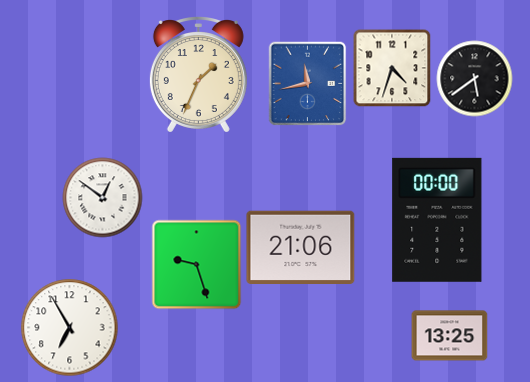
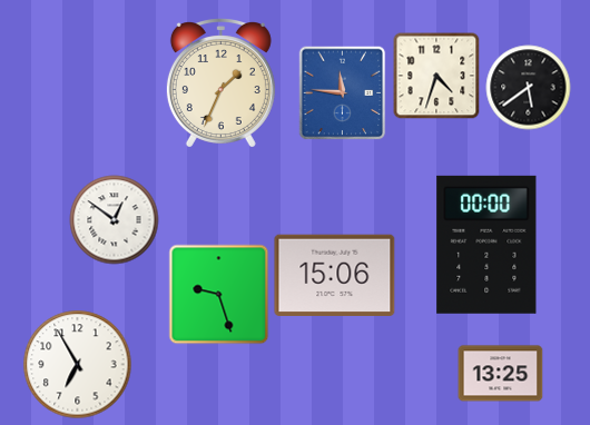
clock at (308, 84): 11:43 -> 11:46
clock at (301, 247): 21:06 -> 15:06
